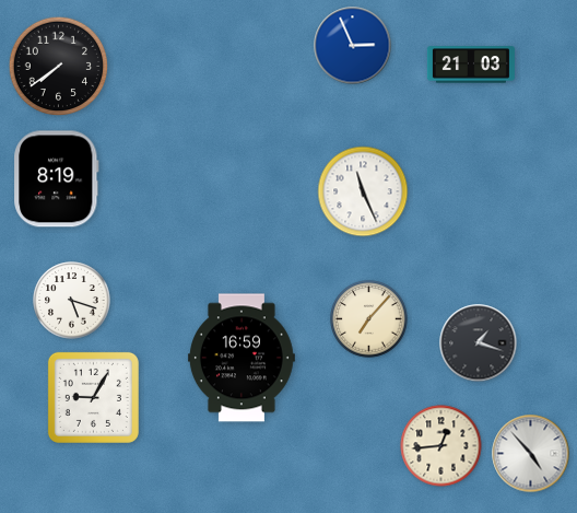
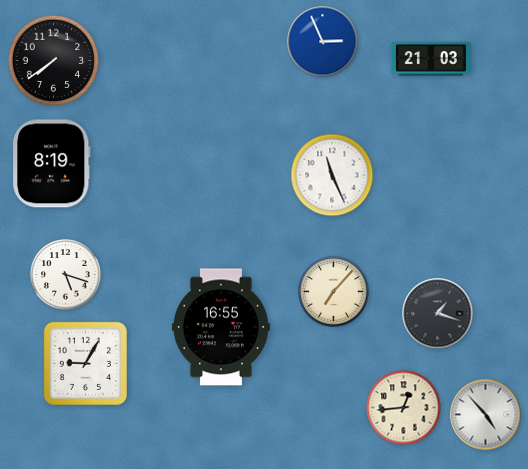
clock at (369, 319) position: (369, 319) -> (334, 292)
clock at (242, 358): 16:59 -> 16:55
